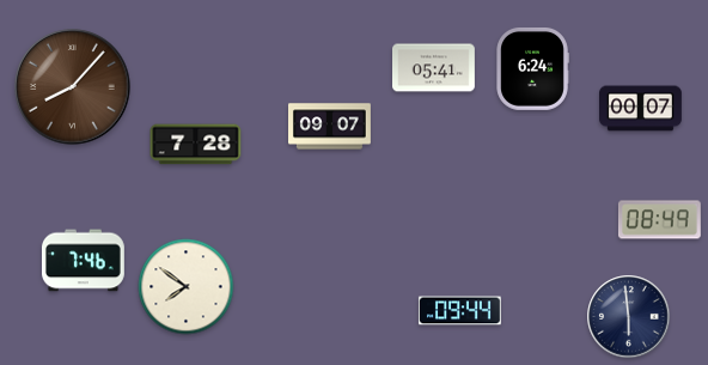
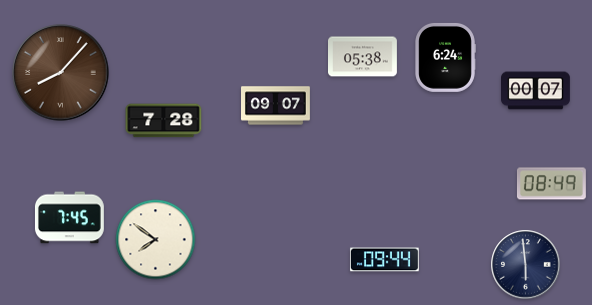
clock at (434, 68): 05:41 -> 05:38
clock at (83, 261): 7:46 -> 7:45
